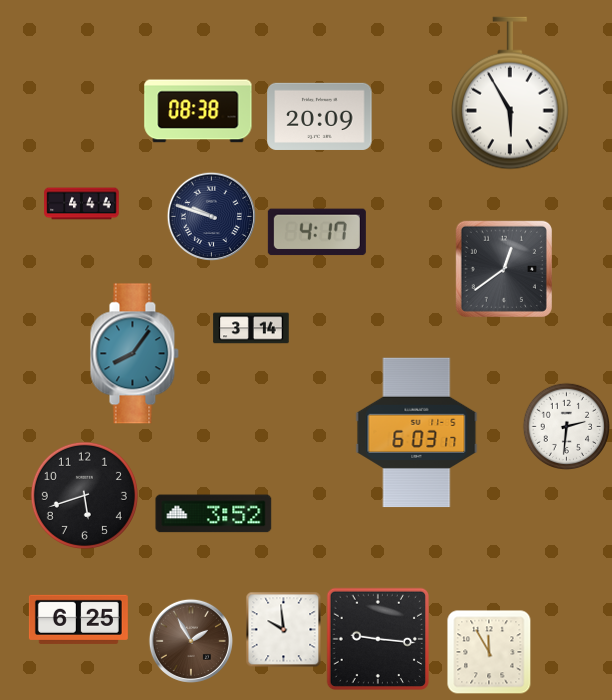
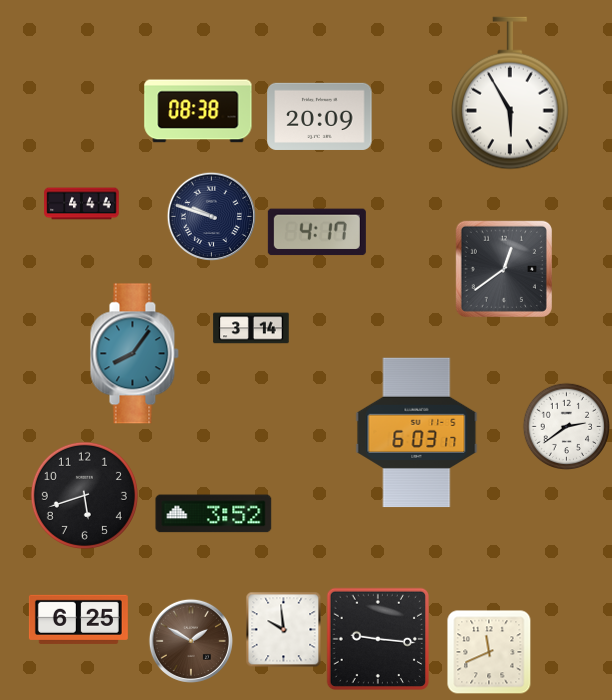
clock at (567, 427): 2:31 -> 2:39
clock at (191, 641): 1:55 -> 1:50
clock at (489, 652): 11:55 -> 11:41
